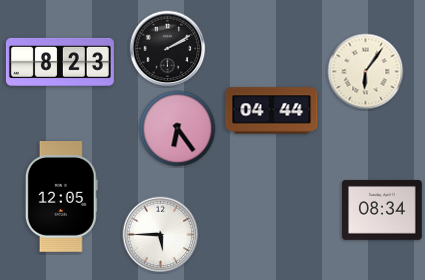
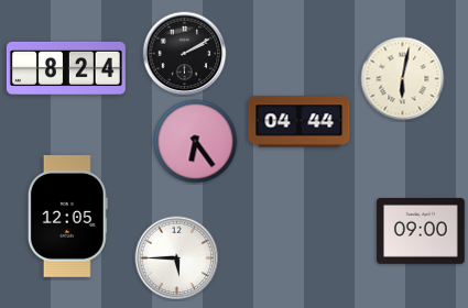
clock at (60, 62): 8:23 -> 8:24
clock at (366, 72): 6:06 -> 6:02
clock at (382, 211): 08:34 -> 09:00
